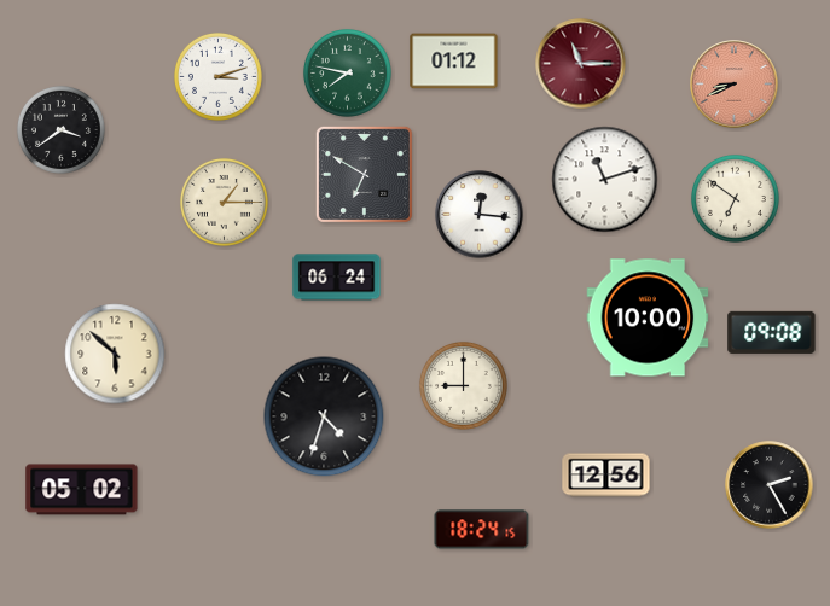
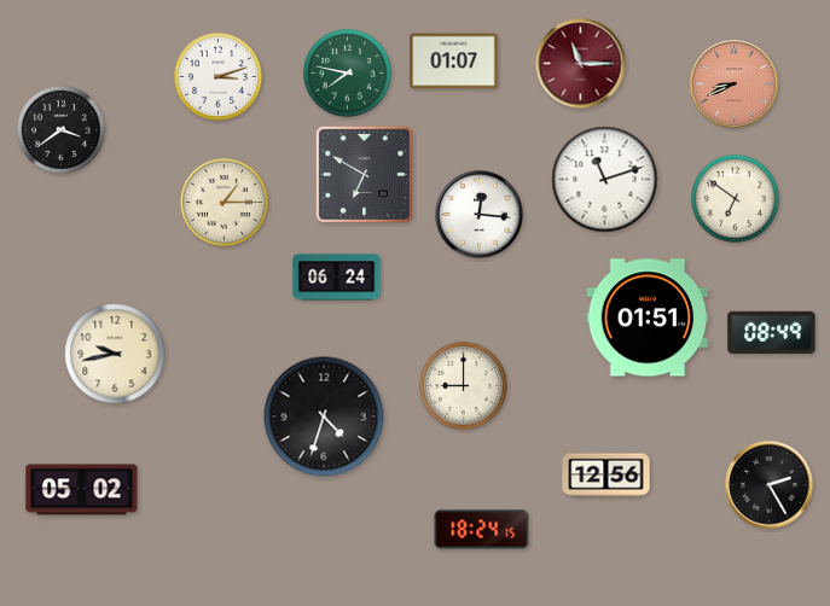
clock at (454, 62): 01:12 -> 01:07
clock at (648, 317): 10:00 -> 01:51
clock at (772, 332): 09:08 -> 08:49
clock at (115, 354): 5:52 -> 9:43
